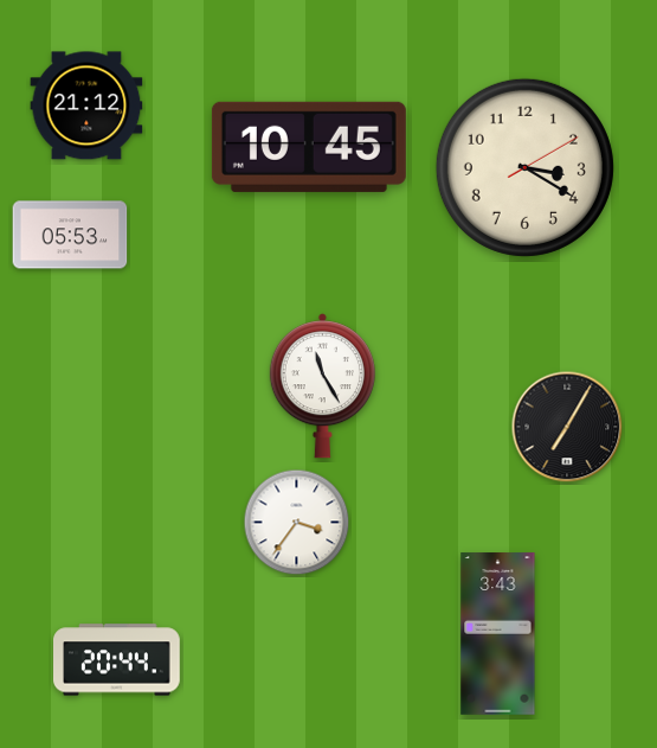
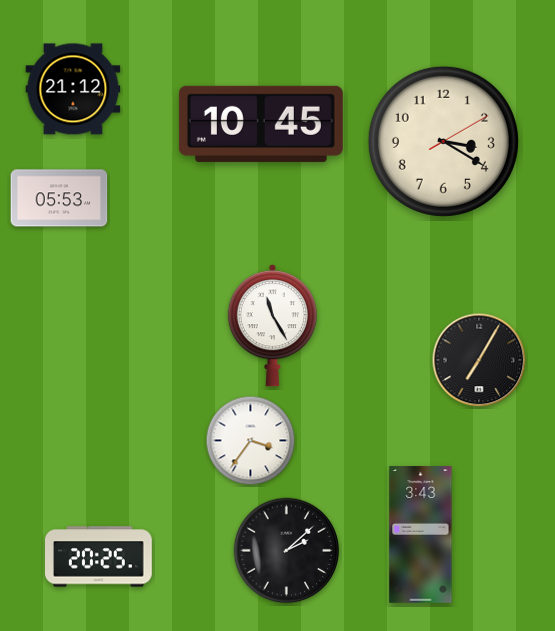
clock at (287, 551): none -> 2:08
clock at (117, 660): 20:44 -> 20:25
